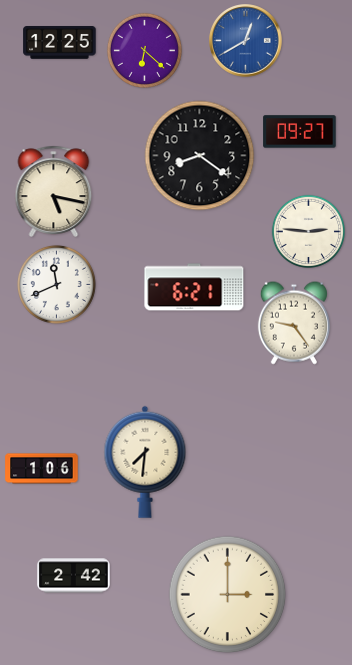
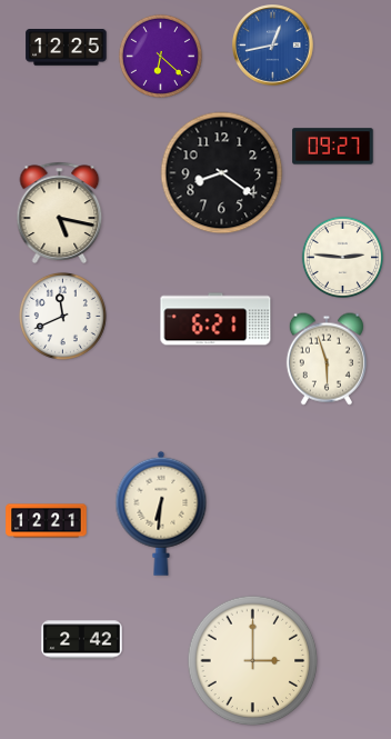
clock at (246, 41): 12:40 -> 12:43
clock at (294, 323): 9:24 -> 5:57
clock at (145, 462): 7:31 -> 6:31
clock at (42, 469): 1:06 -> 12:21
